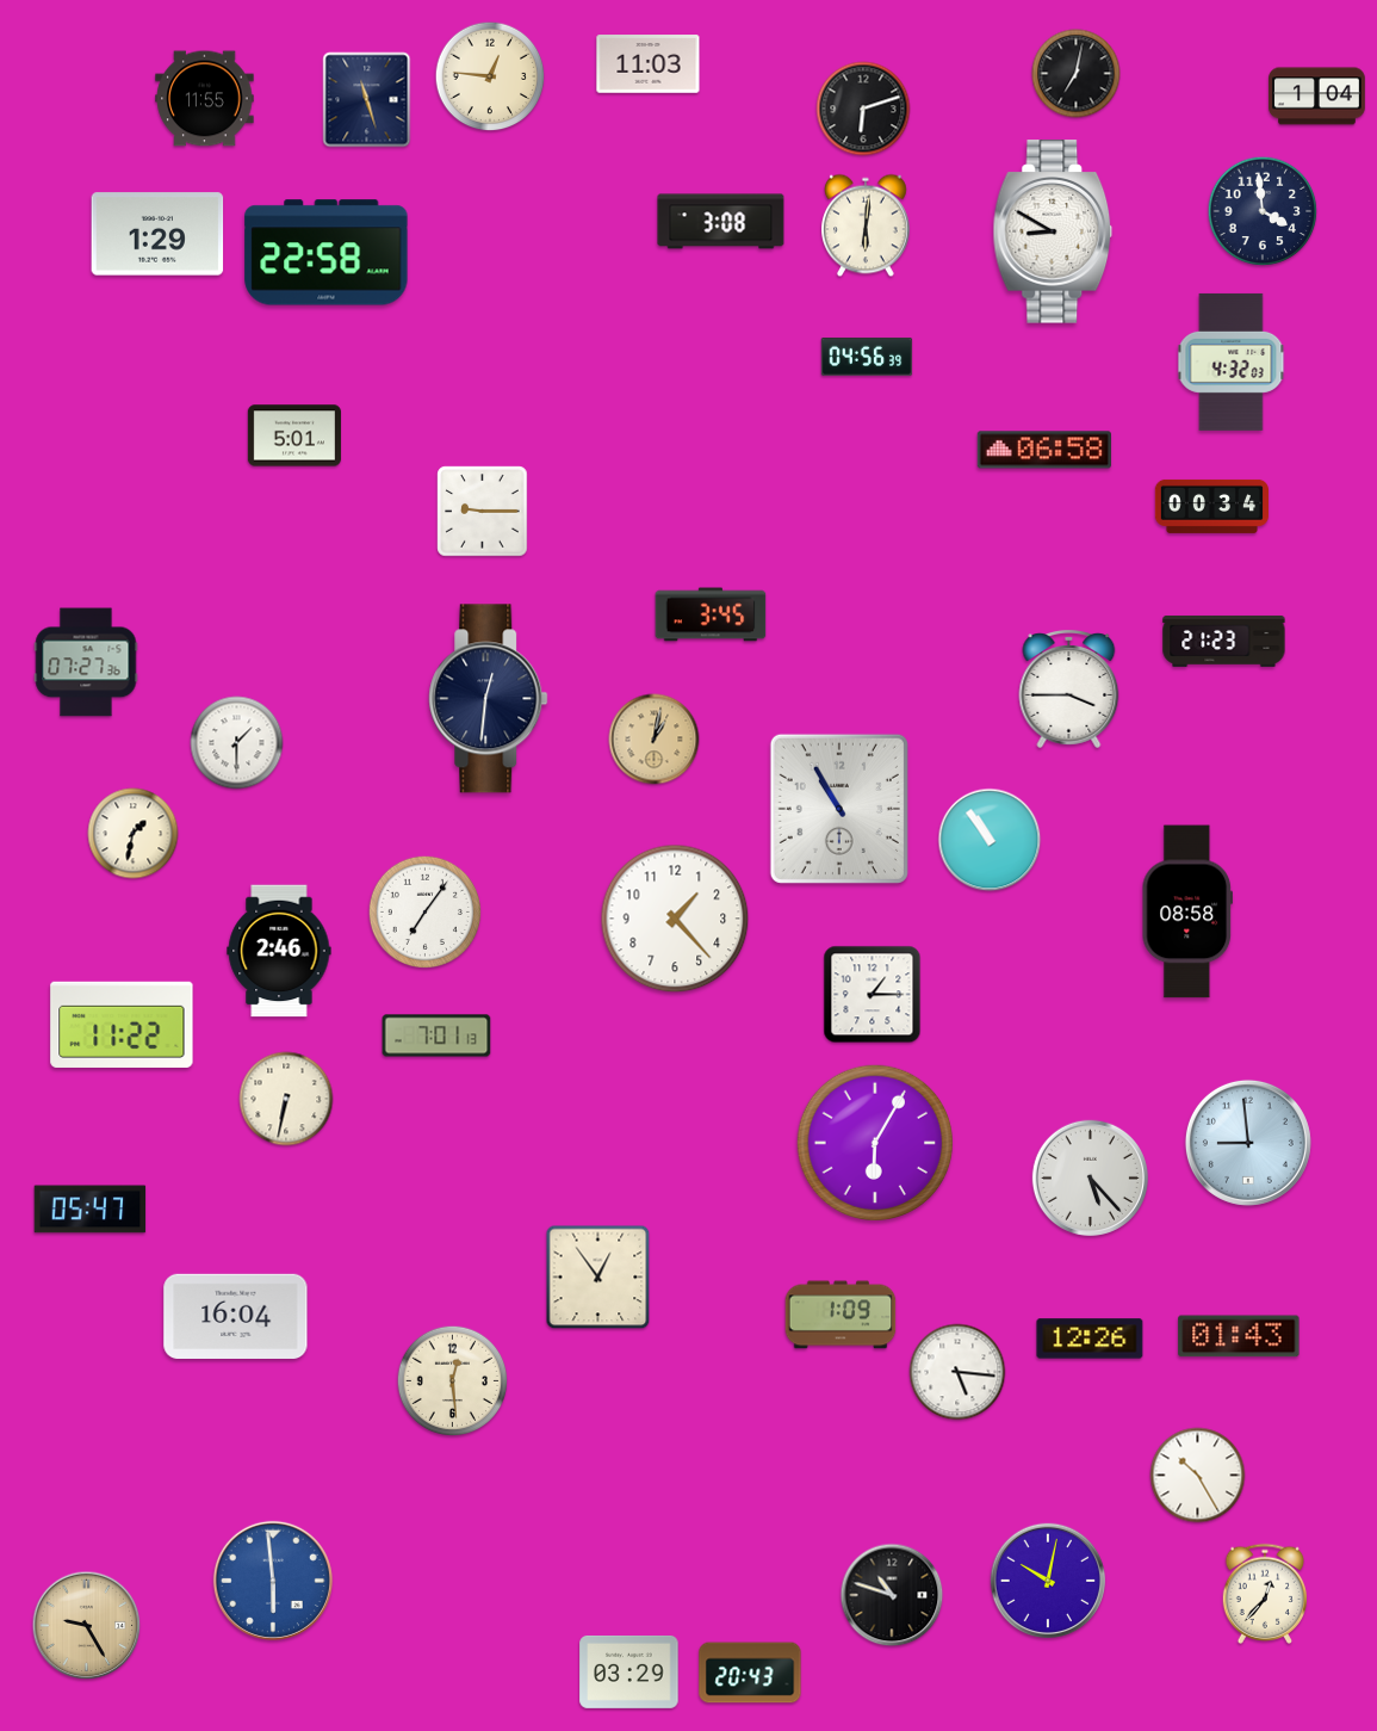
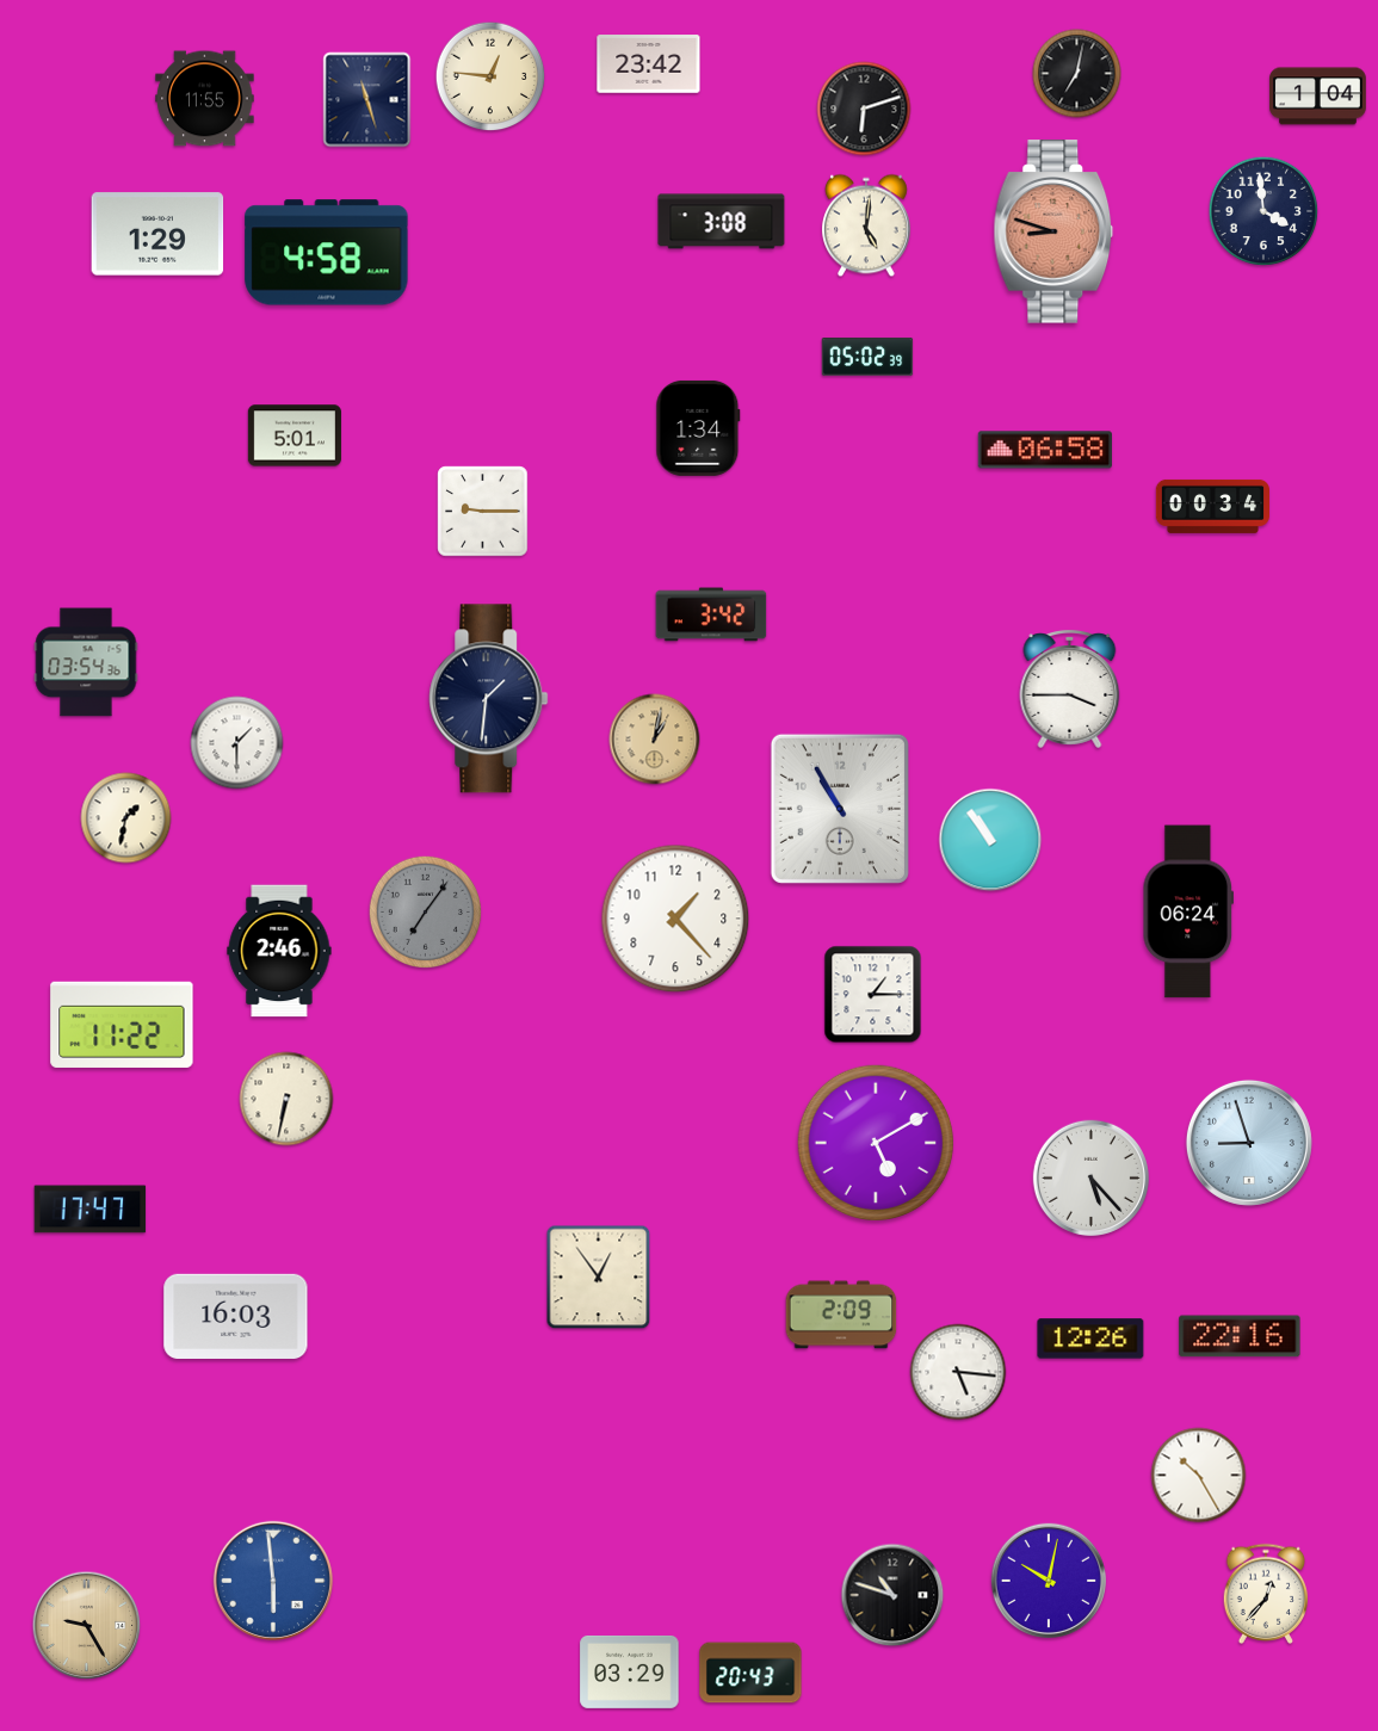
clock at (649, 64): 11:03 -> 23:42
clock at (867, 225): 6:01 -> 5:01
clock at (1053, 231): 8:50 -> 8:48
clock at (1053, 231) dial: white -> salmon
clock at (327, 253): 22:58 -> 4:58
clock at (867, 357): 04:56 -> 05:02
clock at (1232, 361): 4:32 -> none
clock at (698, 428): none -> 1:34
clock at (711, 614): 3:45 -> 3:42
clock at (1224, 641): 21:23 -> none
clock at (86, 662): 07:27 -> 03:54
clock at (489, 699): 12:31 -> 1:31
clock at (134, 834) position: (134, 834) -> (126, 818)
clock at (424, 911) dial: white -> grey
clock at (1186, 911): 08:58 -> 06:24
clock at (436, 1035): 7:01 -> none
clock at (874, 1142): 6:05 -> 5:10
clock at (1248, 1143): 8:59 -> 8:57
clock at (91, 1210): 05:47 -> 17:47
clock at (841, 1315): 1:09 -> 2:09
clock at (236, 1316): 16:04 -> 16:03
clock at (1239, 1336): 01:43 -> 22:16
clock at (453, 1381): 12:29 -> none
